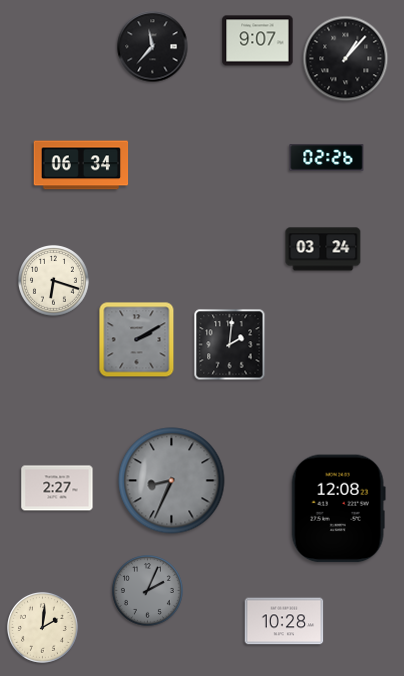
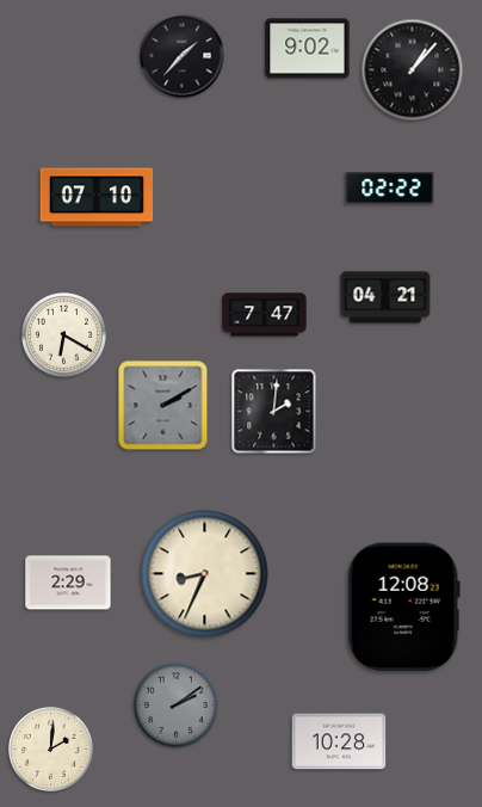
clock at (258, 41): 9:07 -> 9:02
clock at (153, 47): 11:37 -> 1:37
clock at (327, 158): 02:26 -> 02:22
clock at (81, 165): 06:34 -> 07:10
clock at (323, 249): 03:24 -> 04:21
clock at (265, 315): none -> 7:47
clock at (54, 281): 6:18 -> 6:20
clock at (172, 481) dial: grey -> cream
clock at (57, 488): 2:27 -> 2:29
clock at (148, 591): 2:04 -> 2:09
